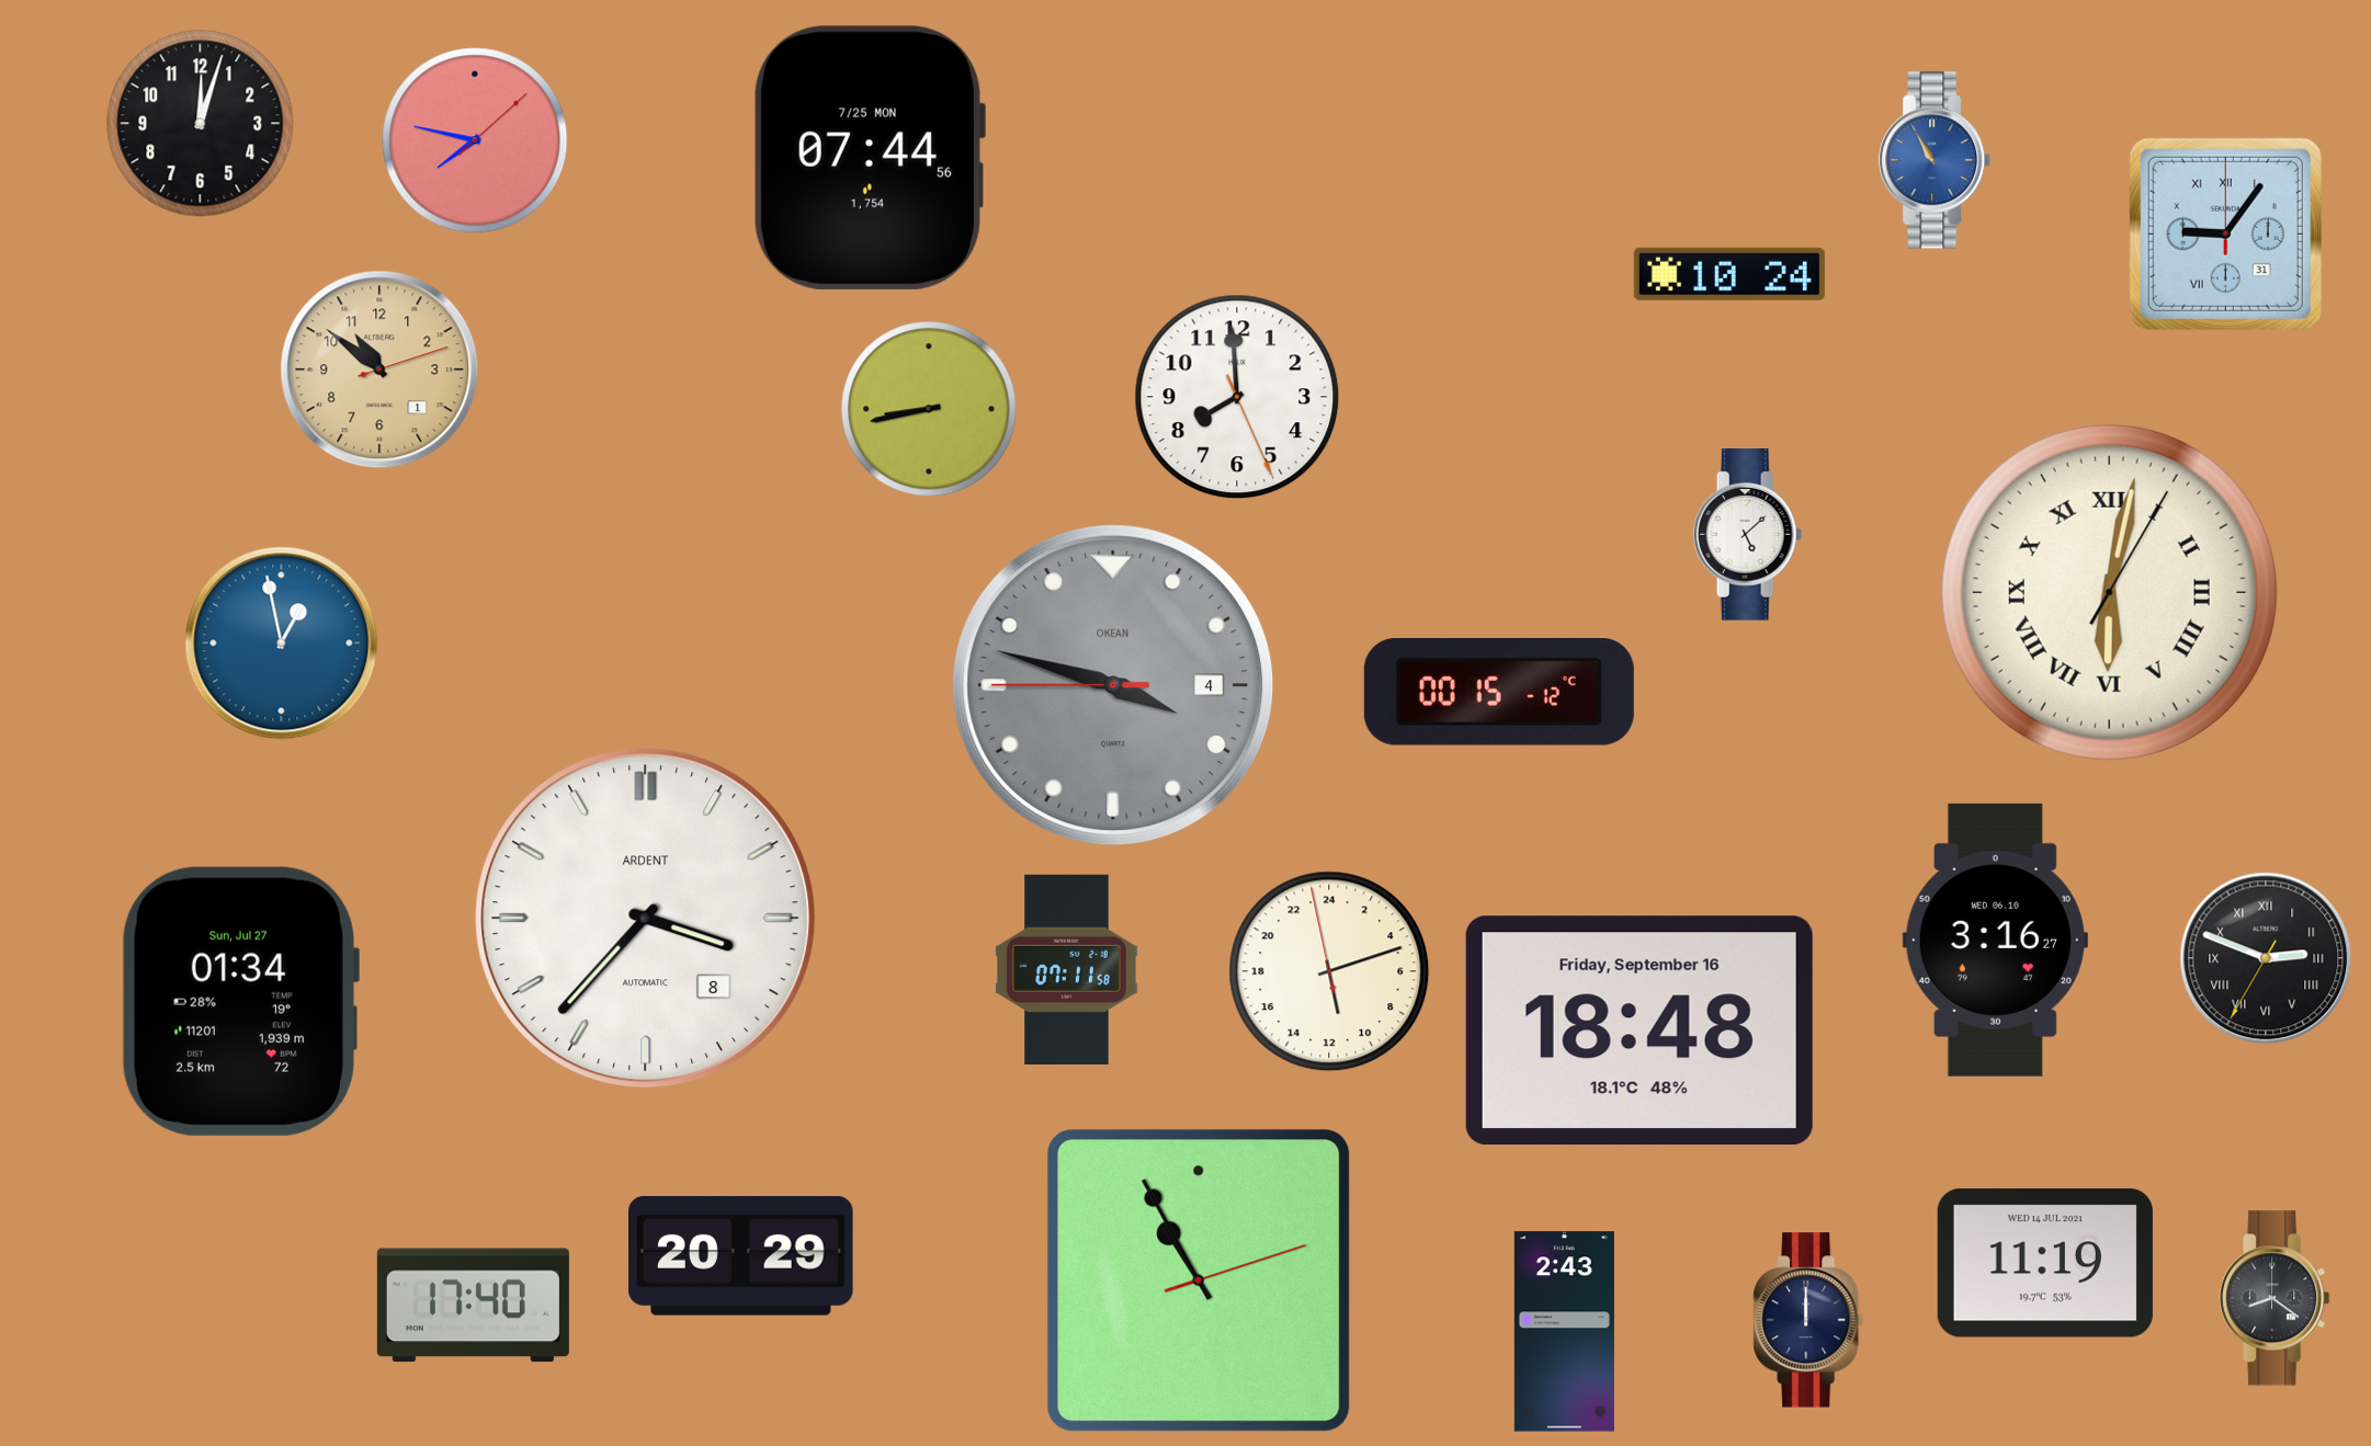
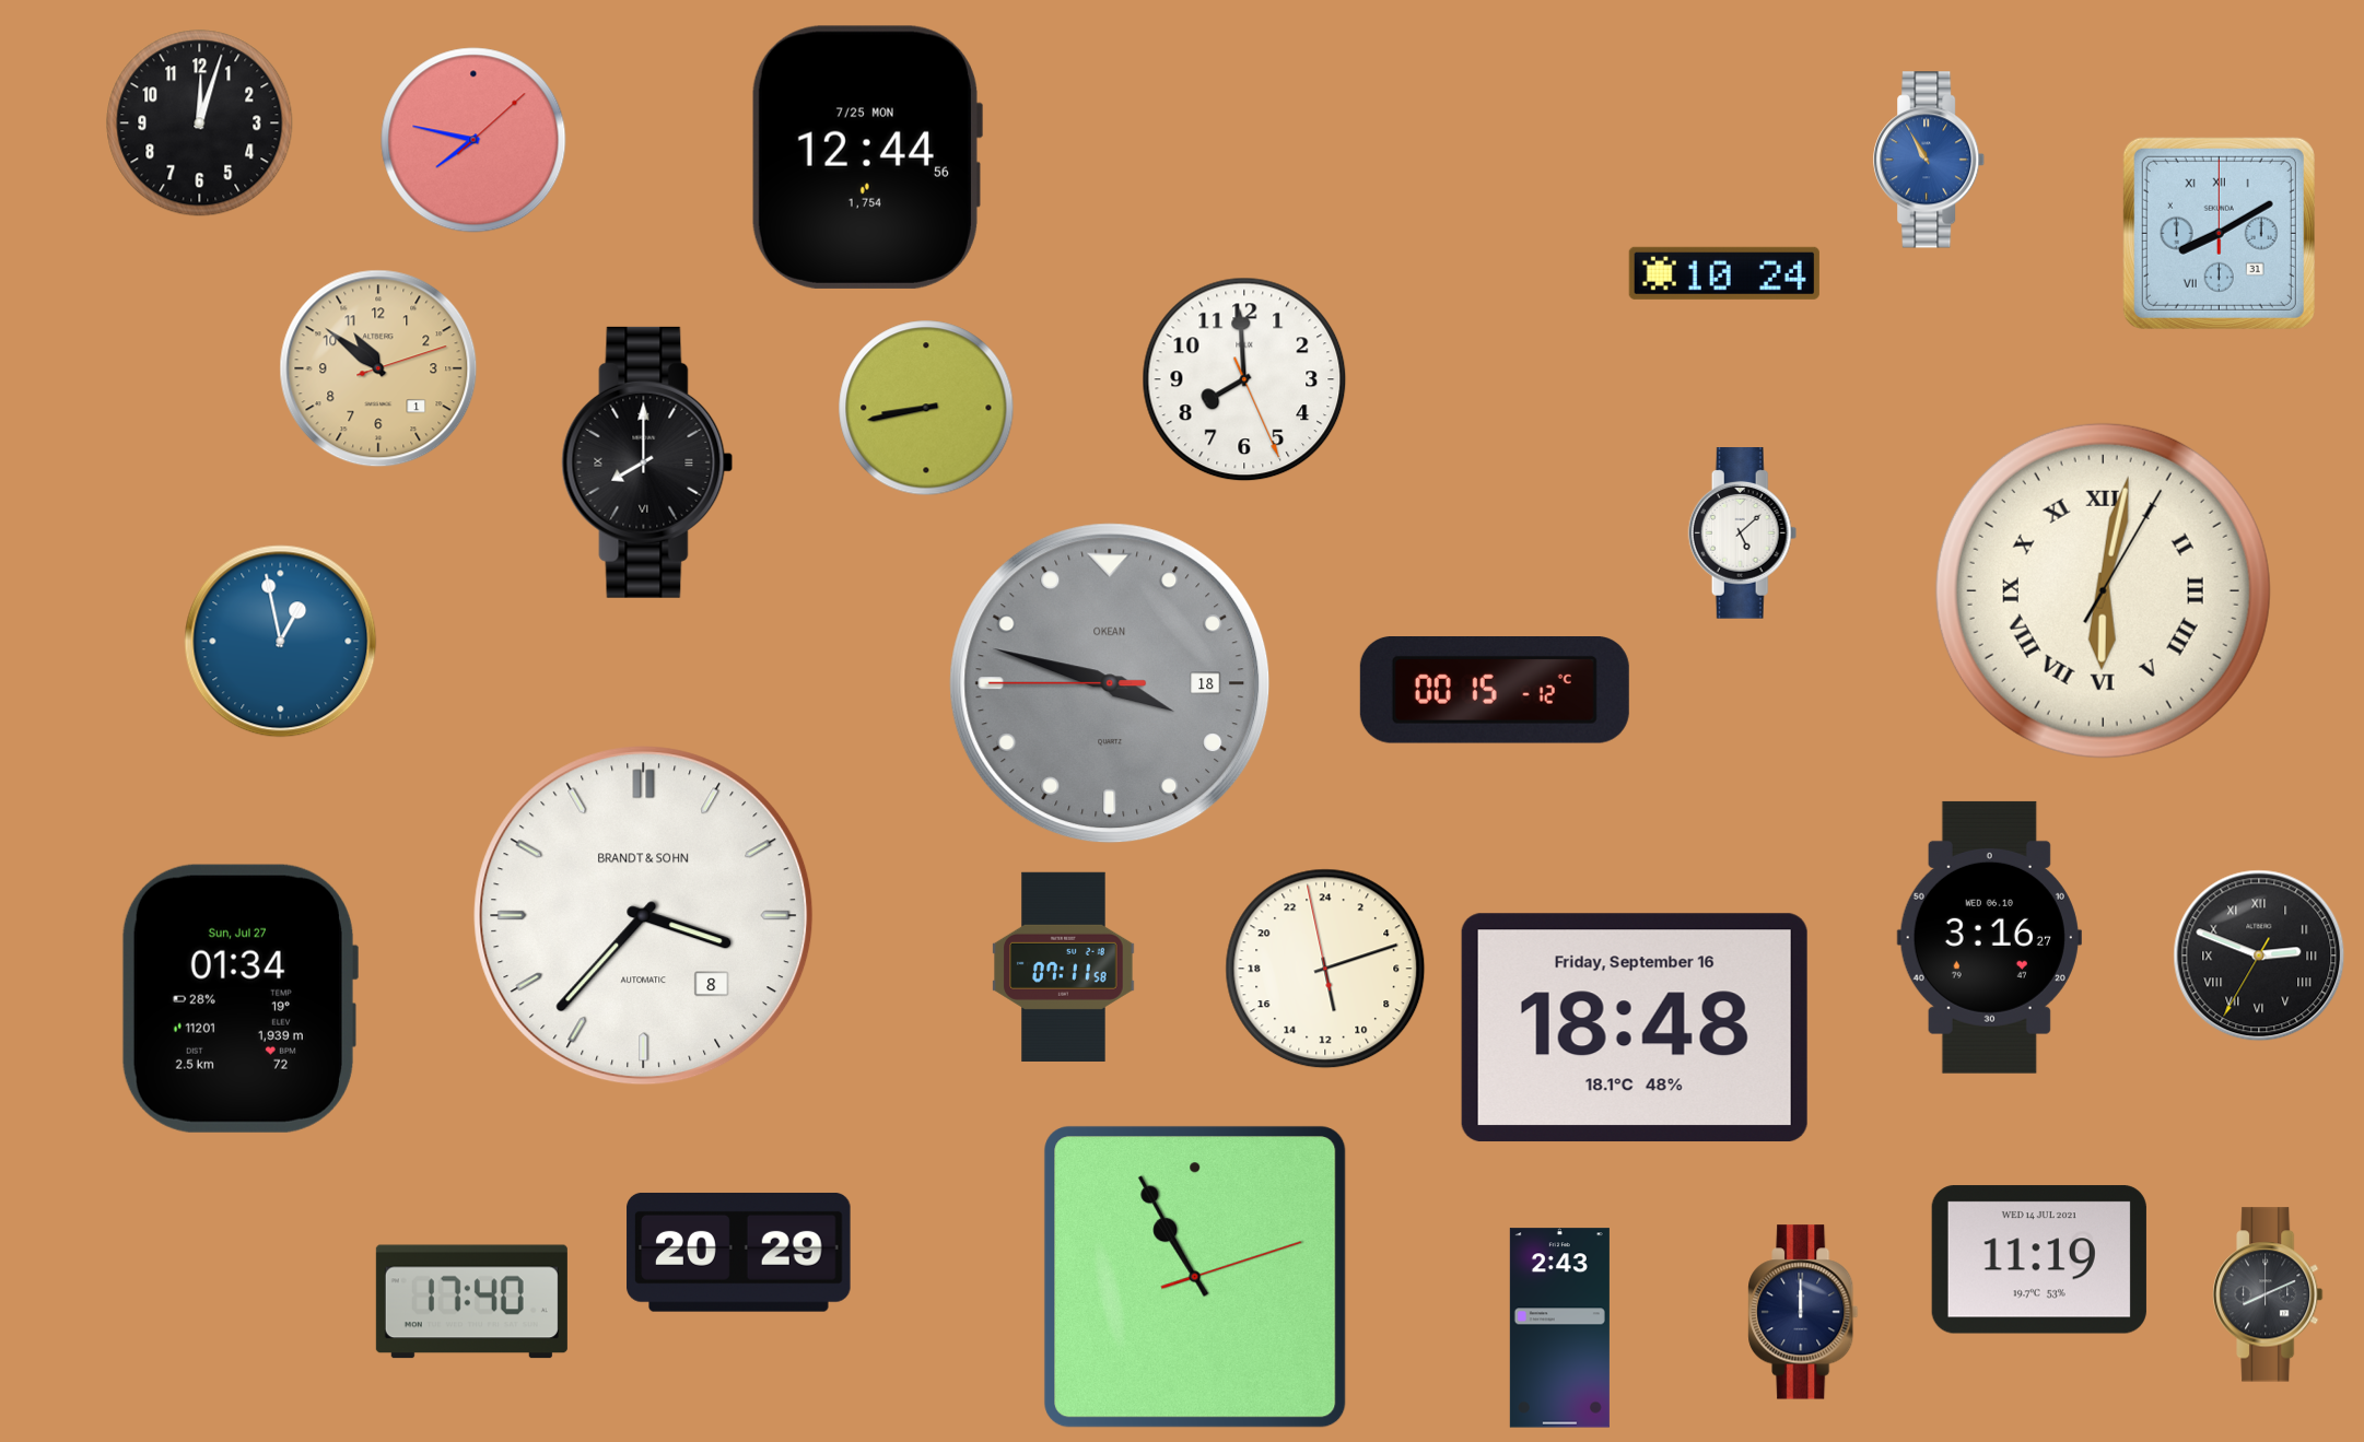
clock at (869, 158): 07:44 -> 12:44
clock at (2225, 234): 9:06 -> 8:10
clock at (1237, 397) position: (1237, 397) -> (1244, 379)
clock at (647, 462): none -> 8:00
clock at (1113, 685) date: 4 -> 18
clock at (646, 919) brand: ARDENT -> BRANDT & SOHN
clock at (2274, 1298): 8:21 -> 8:11
clock at (1808, 1320) position: (1808, 1320) -> (1803, 1312)
